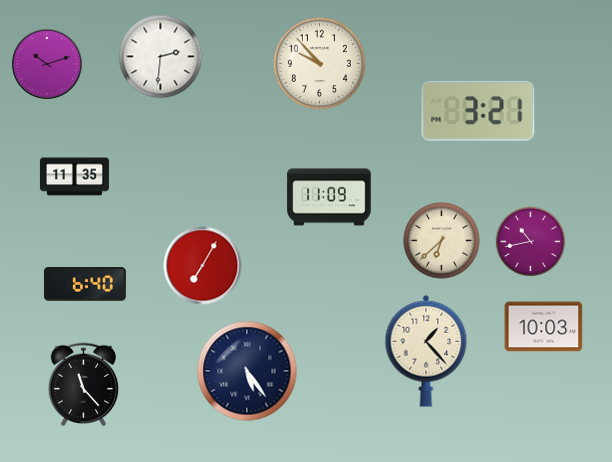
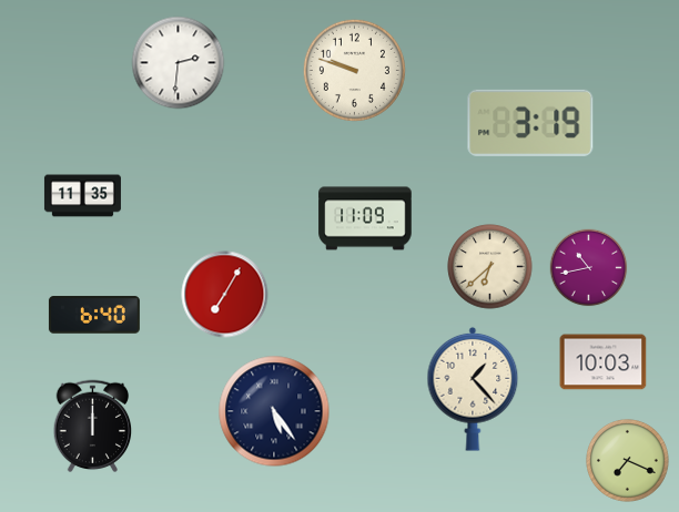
clock at (319, 63): 9:53 -> 9:48
clock at (47, 64): 10:12 -> none
clock at (478, 111): 3:21 -> 3:19
clock at (84, 385): 11:23 -> 12:00
clock at (628, 461): none -> 7:19
